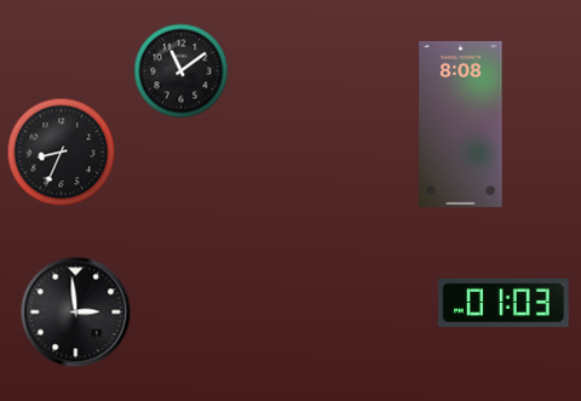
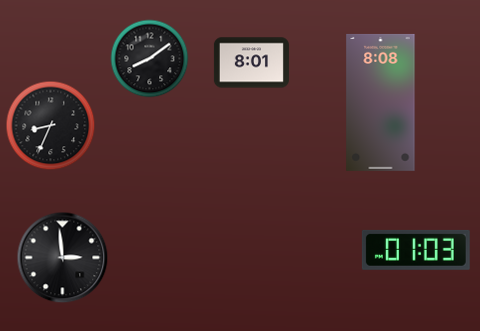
clock at (182, 71): 11:09 -> 8:09
clock at (251, 63): none -> 8:01
